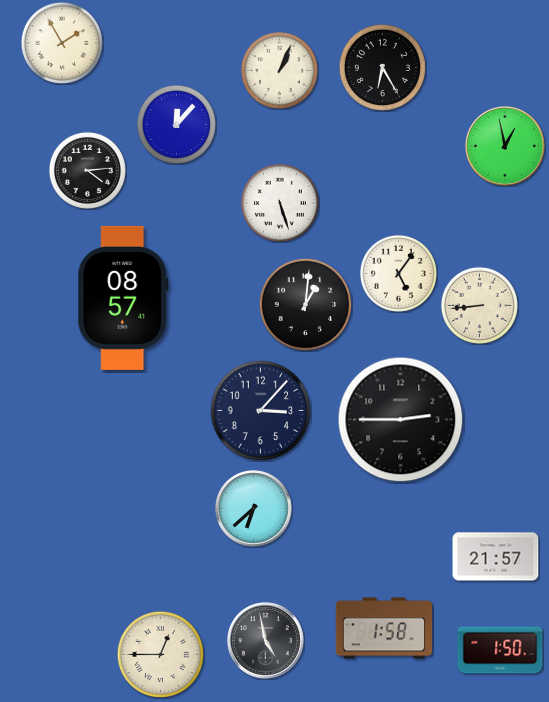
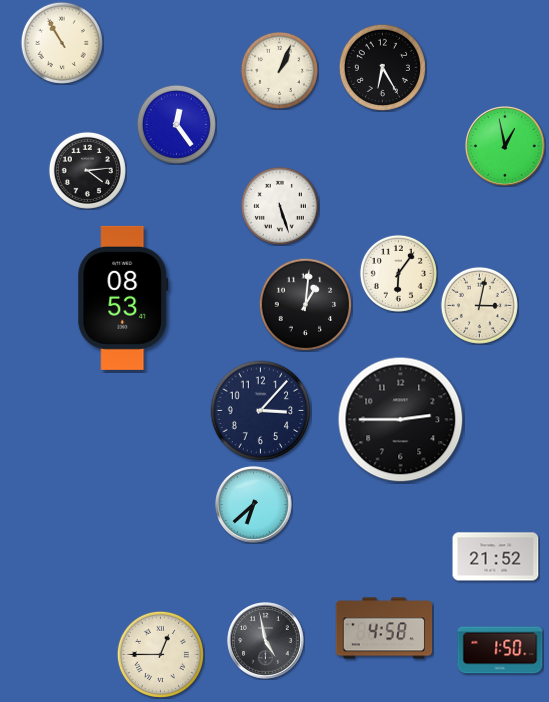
clock at (62, 43): 1:55 -> 10:55
clock at (176, 124): 12:07 -> 12:24
clock at (280, 203) position: (280, 203) -> (280, 206)
clock at (398, 273): 5:06 -> 6:06
clock at (123, 298): 08:57 -> 08:53
clock at (479, 305): 8:44 -> 3:02
clock at (254, 509) position: (254, 509) -> (254, 505)
clock at (496, 557): 21:57 -> 21:52
clock at (384, 628): 1:58 -> 4:58
